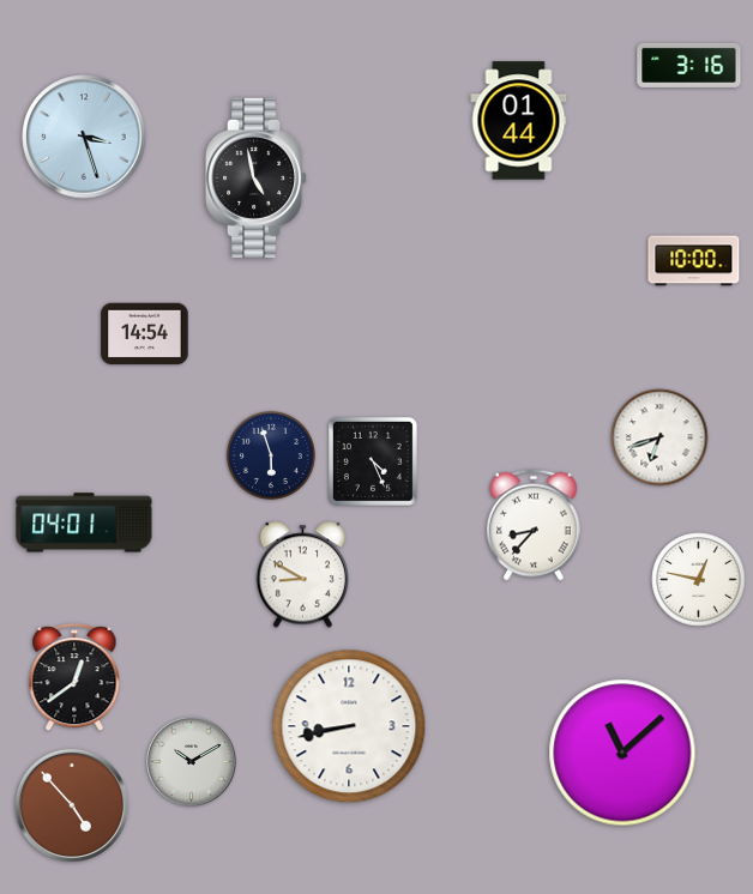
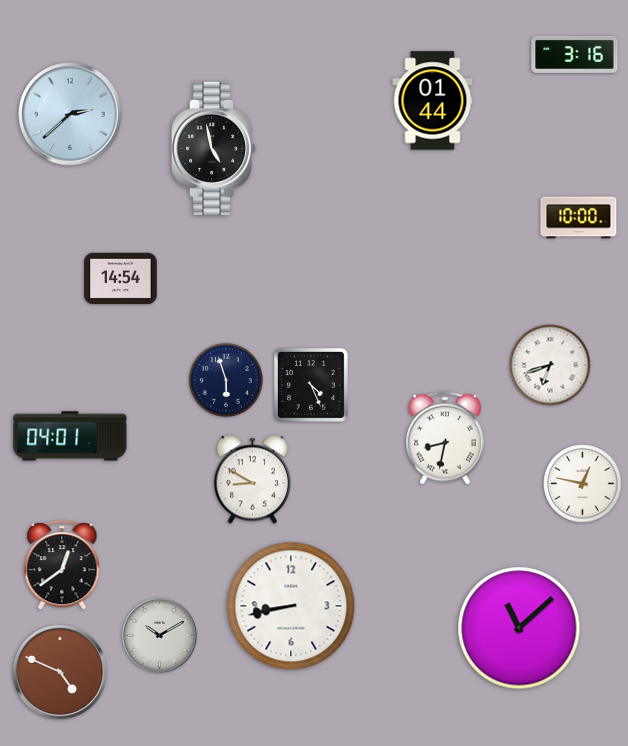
clock at (84, 137): 3:27 -> 2:38
clock at (534, 525): 8:37 -> 8:32
clock at (72, 805): 4:53 -> 4:49
